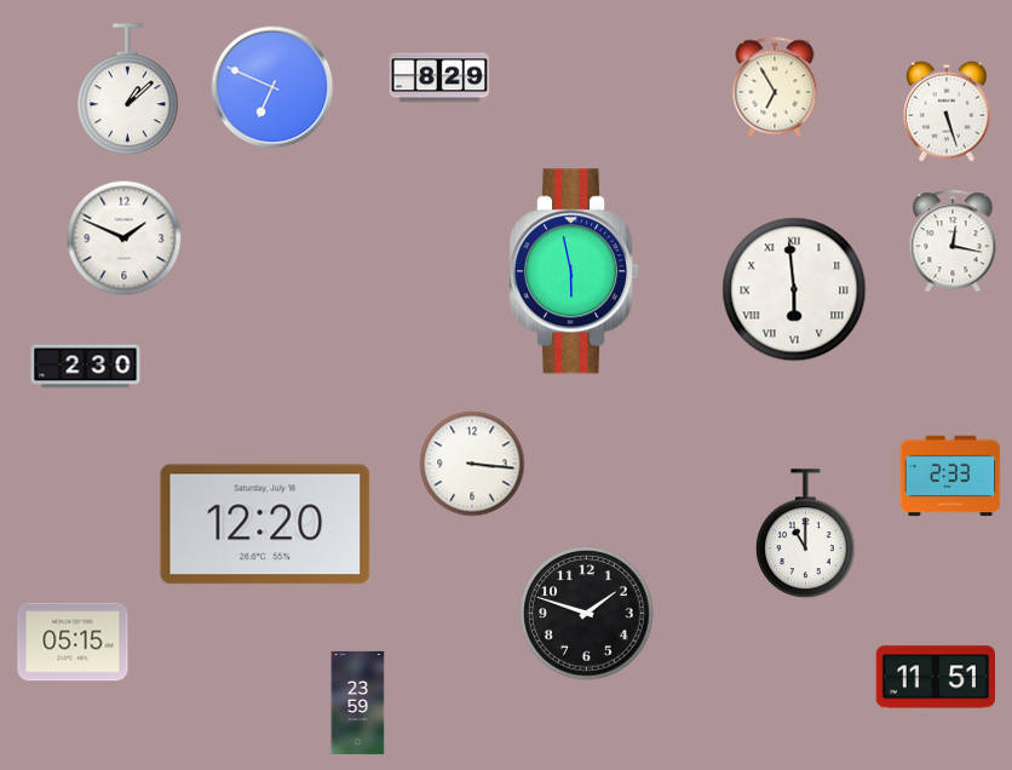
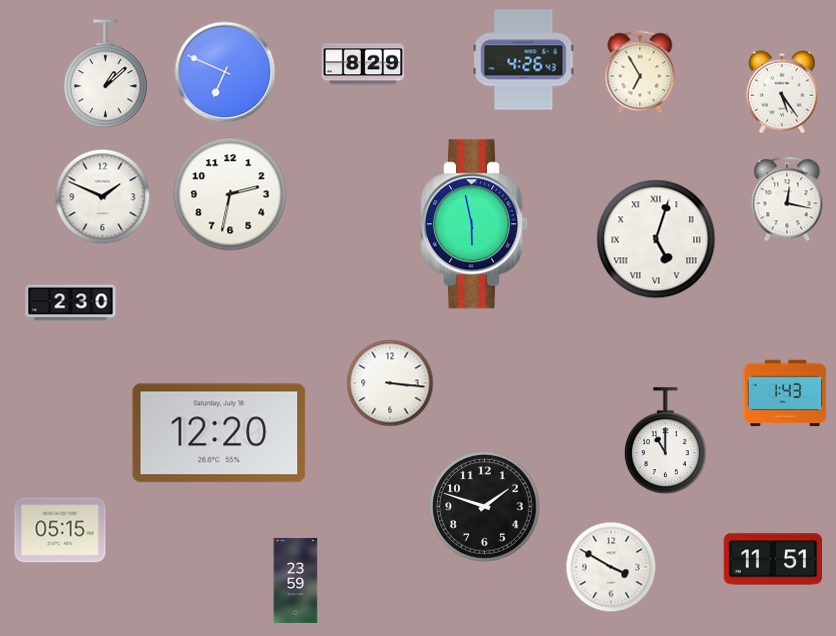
clock at (524, 60): none -> 4:26
clock at (947, 111): 5:27 -> 5:24
clock at (230, 194): none -> 2:32
clock at (794, 289): 5:59 -> 5:03
clock at (950, 476): 2:33 -> 1:43
clock at (611, 567): none -> 3:50
